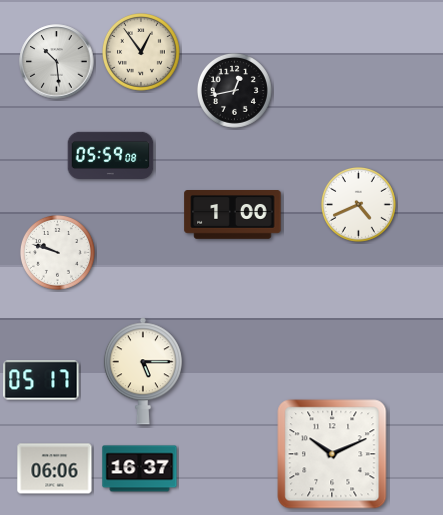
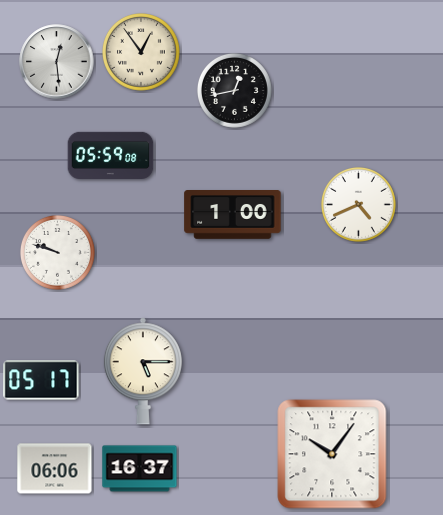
clock at (57, 62): 10:29 -> 12:29
clock at (332, 454): 10:11 -> 10:06
